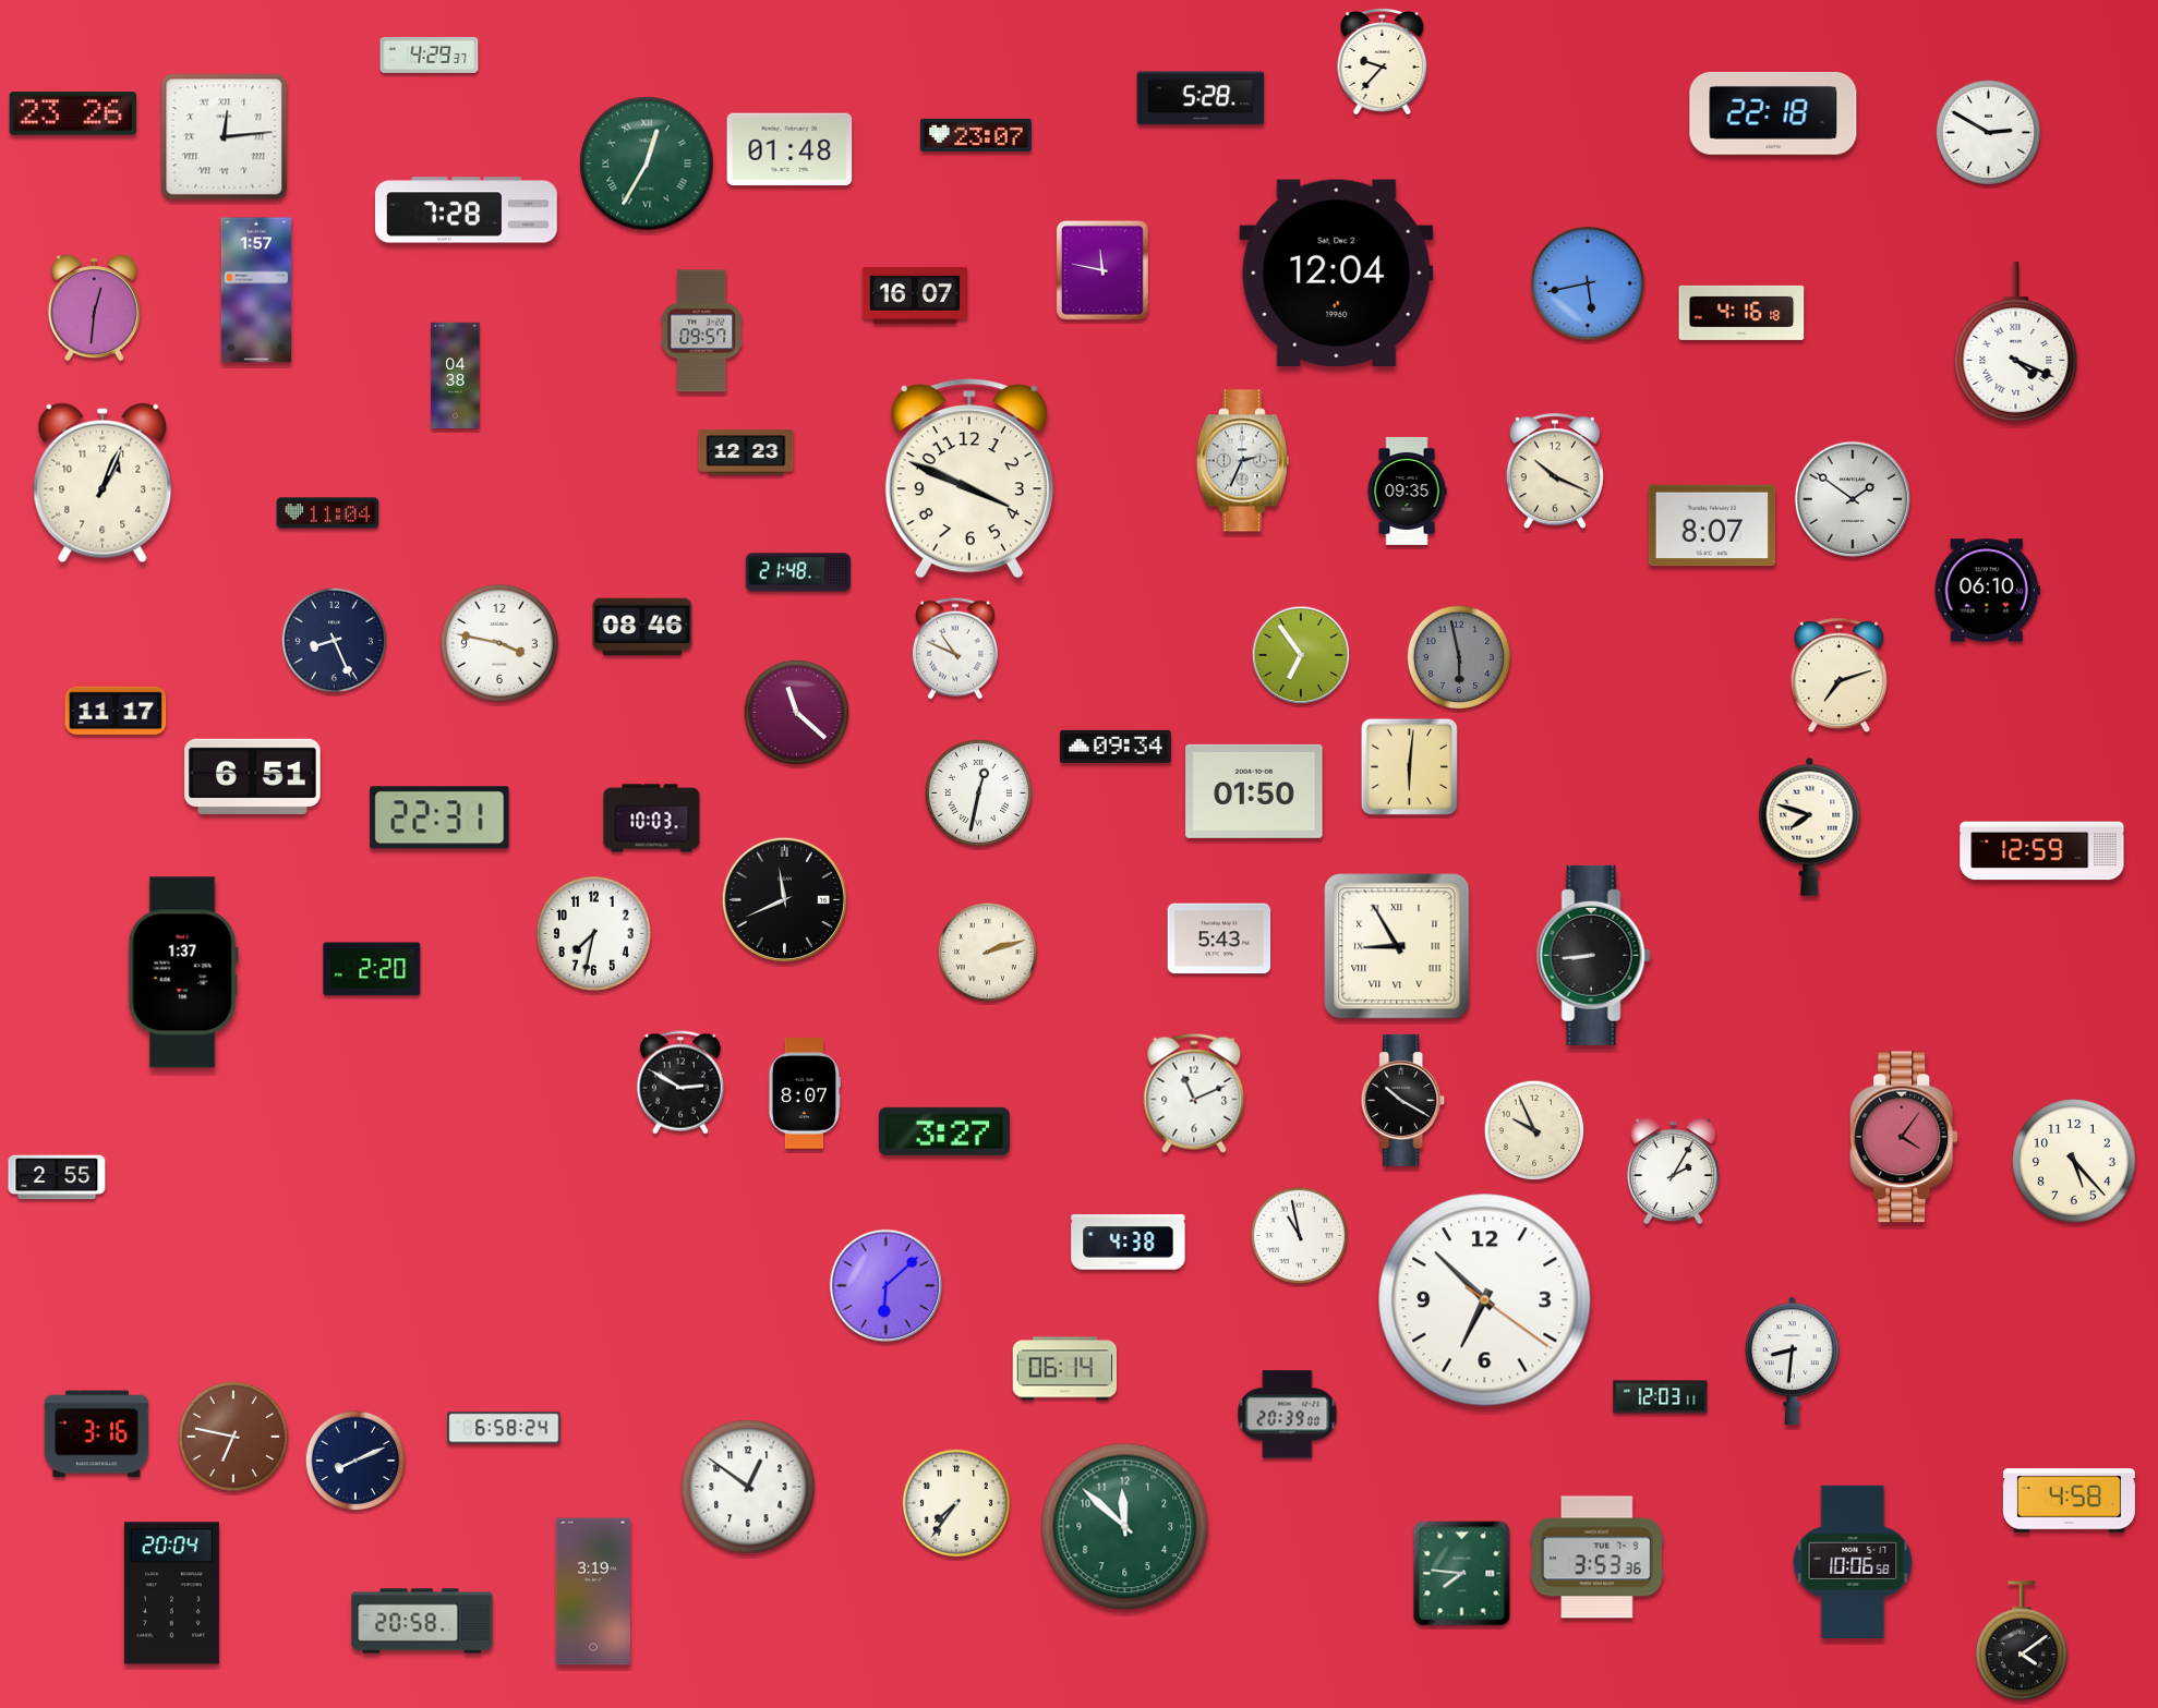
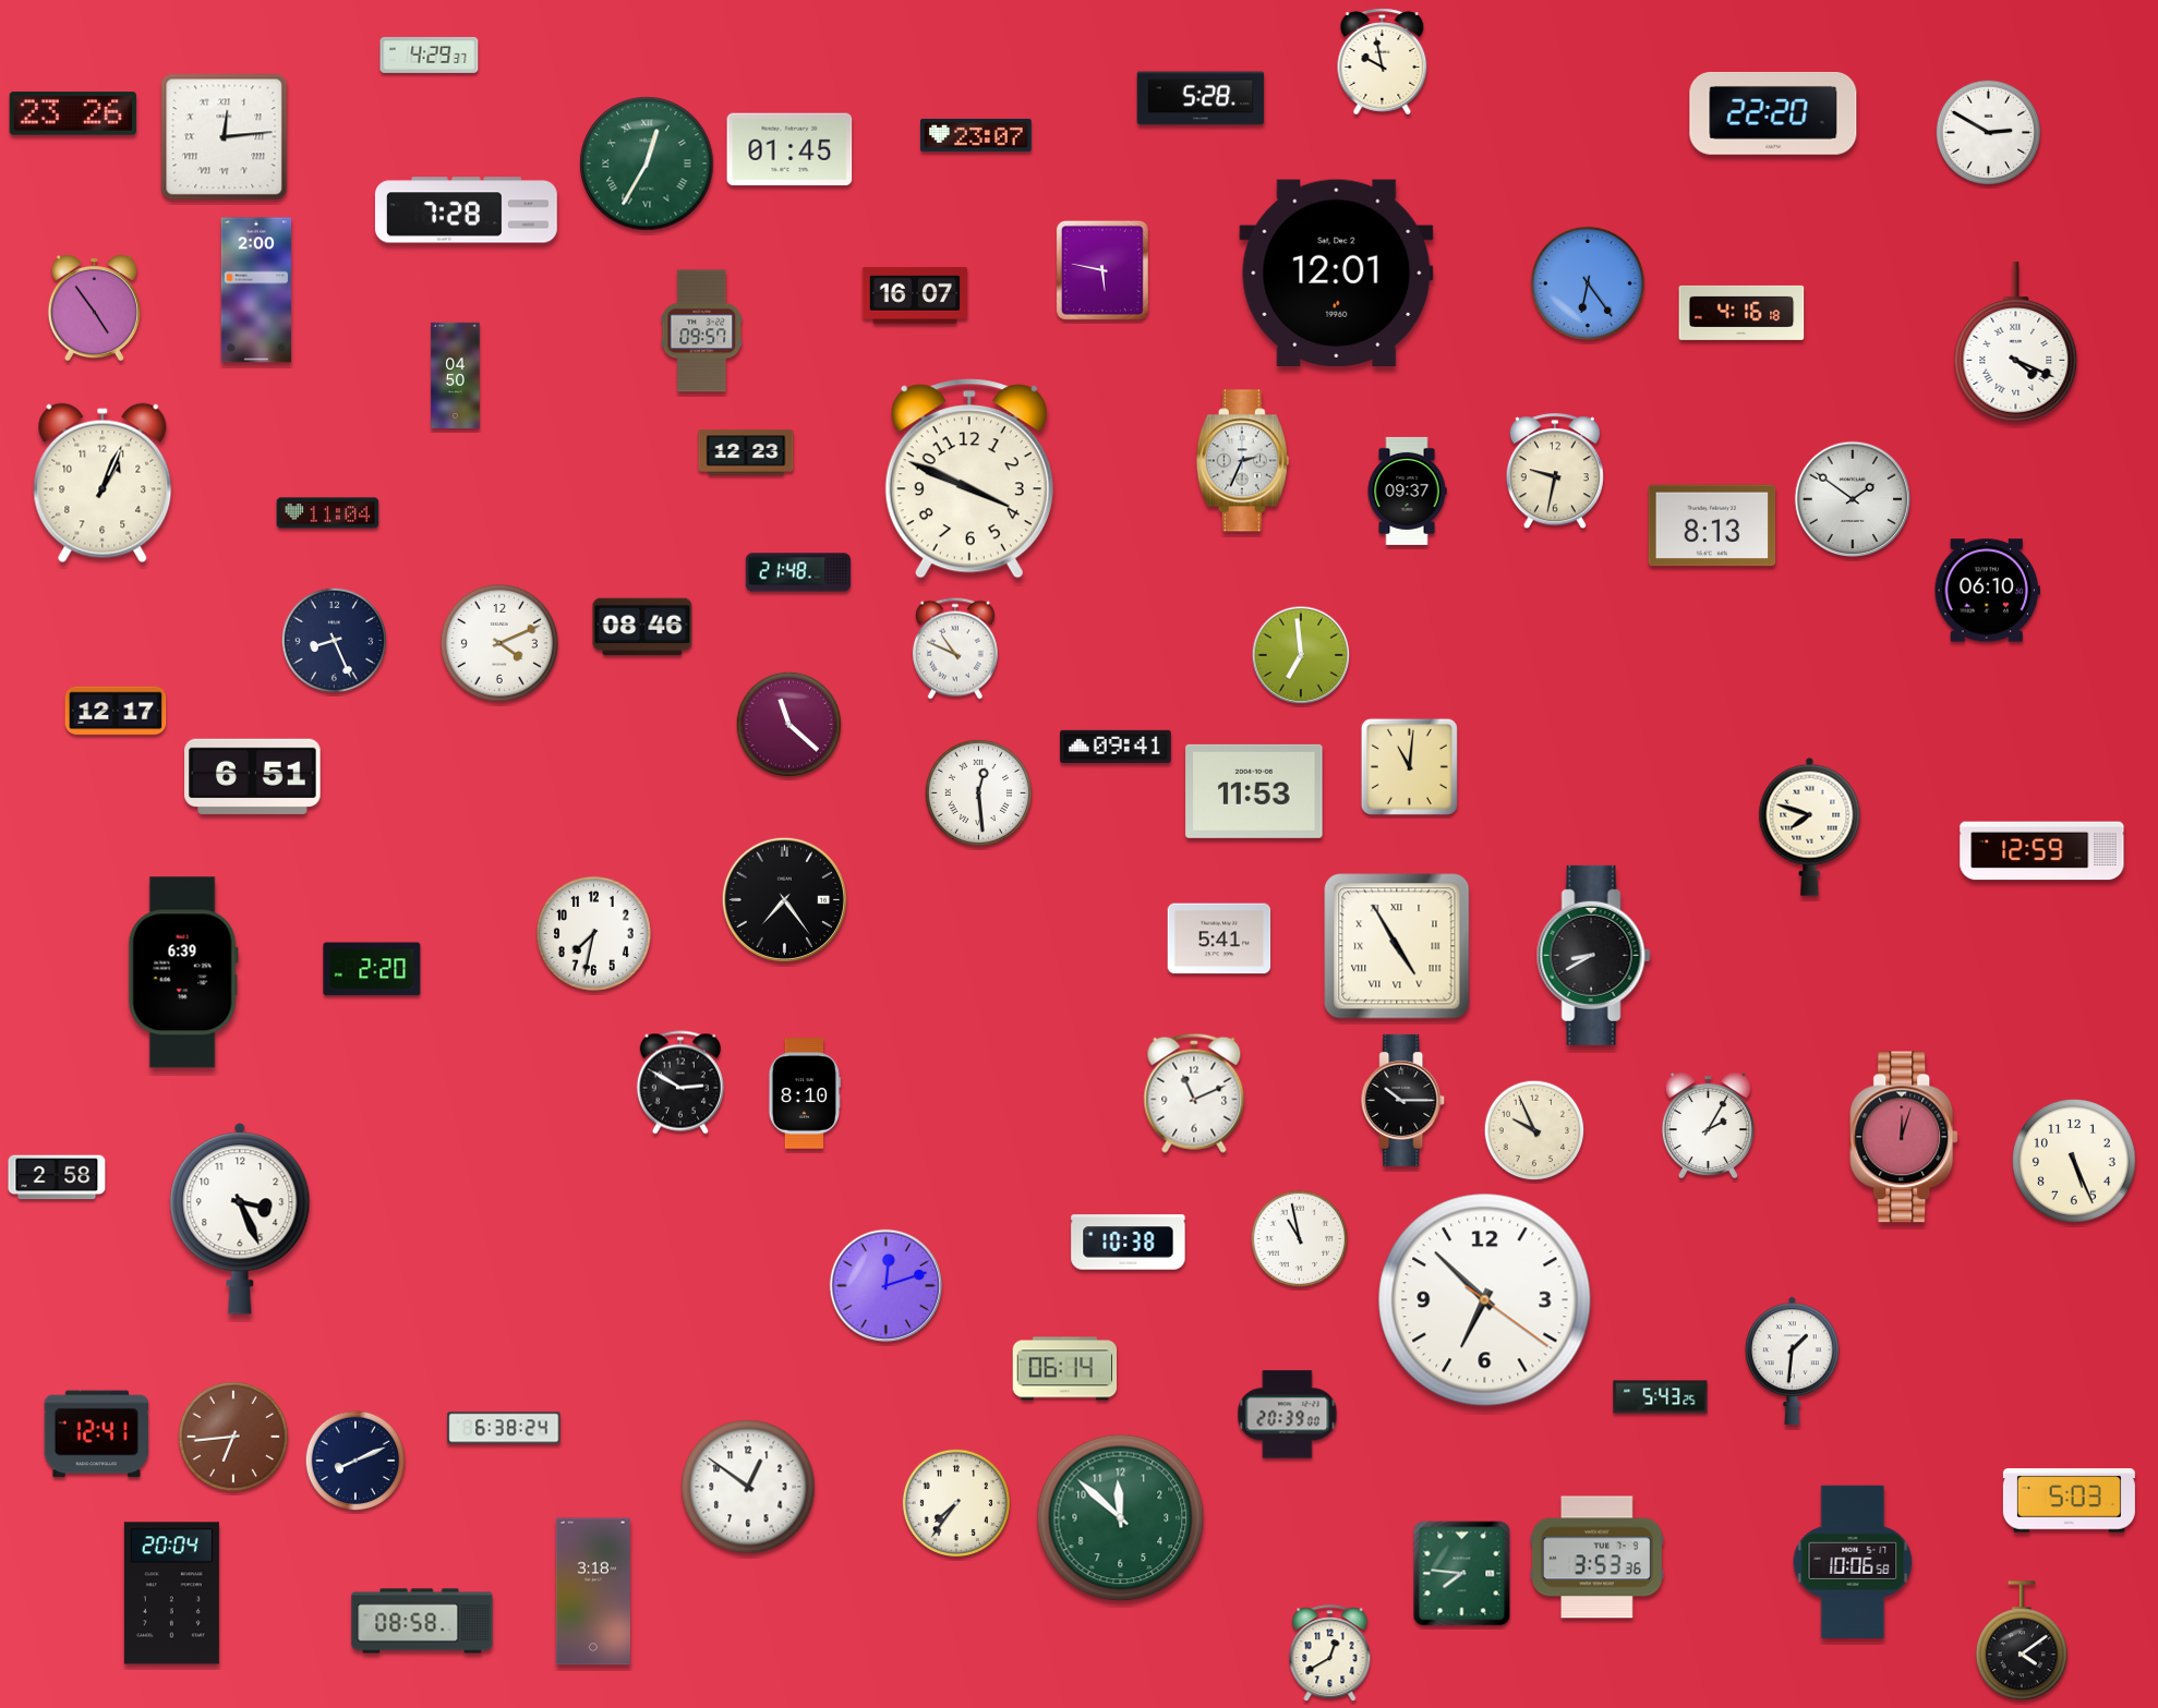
clock at (1383, 62): 9:37 -> 9:58
clock at (1773, 113): 22:18 -> 22:20
clock at (789, 149): 01:48 -> 01:45
clock at (1102, 270): 11:47 -> 5:47
clock at (1337, 272): 12:04 -> 12:01
clock at (1588, 283): 5:43 -> 6:24
clock at (256, 290): 1:57 -> 2:00
clock at (94, 307): 12:31 -> 4:54
clock at (456, 375): 04:38 -> 04:50
clock at (1555, 472): 10:19 -> 9:32
clock at (1407, 490): 09:35 -> 09:37
clock at (1712, 525): 8:07 -> 8:13
clock at (499, 643): 3:47 -> 4:11
clock at (1301, 655): 6:54 -> 6:59
clock at (1459, 657): 5:58 -> none
clock at (1838, 676): 7:12 -> none
clock at (116, 711): 11:17 -> 12:17
clock at (797, 713) position: (797, 713) -> (789, 725)
clock at (1116, 747): 09:34 -> 09:41
clock at (1409, 766): 6:01 -> 11:01
clock at (1254, 791): 01:50 -> 11:53
clock at (978, 792): 12:32 -> 12:29
clock at (439, 817): 22:31 -> none
clock at (652, 819): 10:03 -> none
clock at (784, 899): 11:41 -> 7:24
clock at (1219, 938): 5:43 -> 5:41
clock at (1397, 946): 8:55 -> 4:55
clock at (988, 953): 2:12 -> none
clock at (1593, 955): 8:44 -> 8:40
clock at (183, 972): 1:37 -> 6:39
clock at (804, 1093): 8:07 -> 8:10
clock at (1403, 1100): 10:20 -> 10:15
clock at (944, 1131): 3:27 -> none
clock at (1905, 1137): 4:06 -> 12:03
clock at (2075, 1162): 5:23 -> 5:26
clock at (1673, 1171) position: (1673, 1171) -> (1708, 1125)
clock at (57, 1177): 2:55 -> 2:58
clock at (240, 1219): none -> 3:26
clock at (1300, 1236) position: (1300, 1236) -> (1300, 1239)
clock at (1129, 1243): 4:38 -> 10:38
clock at (887, 1286): 6:08 -> 12:12
clock at (1793, 1361): 8:31 -> 1:31
clock at (1661, 1397): 12:03 -> 5:43
clock at (504, 1428): 6:58 -> 6:38
clock at (97, 1434): 3:16 -> 12:41
clock at (233, 1437): 6:47 -> 6:44
clock at (2069, 1501): 4:58 -> 5:03
clock at (1125, 1527) position: (1125, 1527) -> (1121, 1518)
clock at (593, 1591): 3:19 -> 3:18
clock at (422, 1621): 20:58 -> 08:58
clock at (1330, 1654): none -> 12:40
